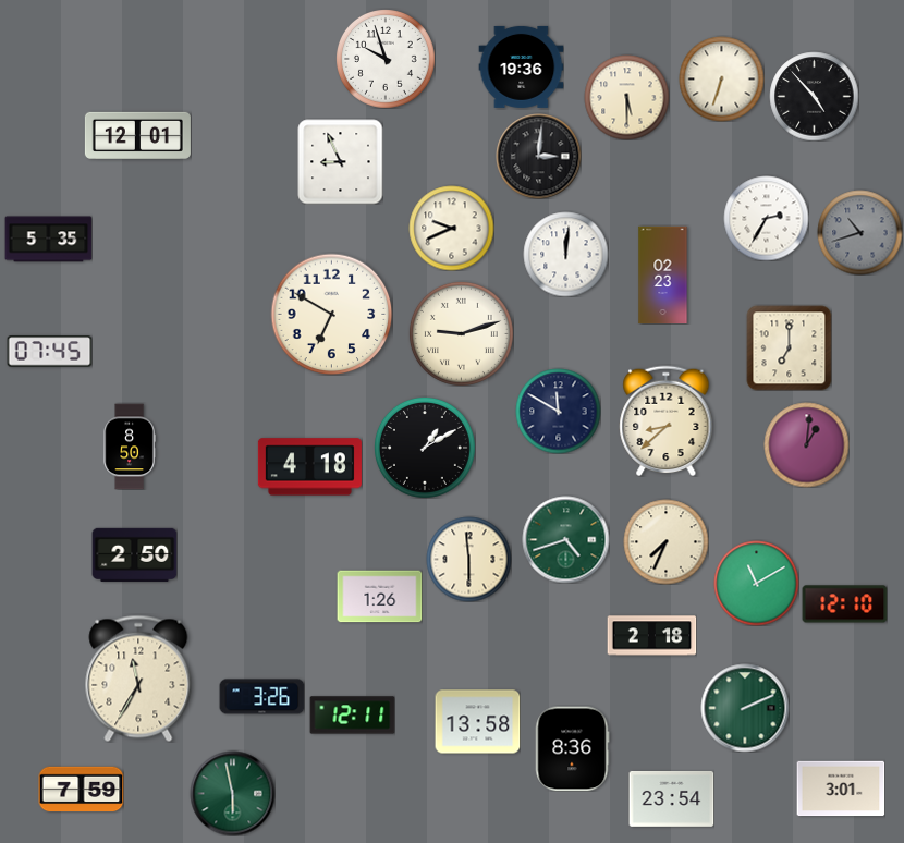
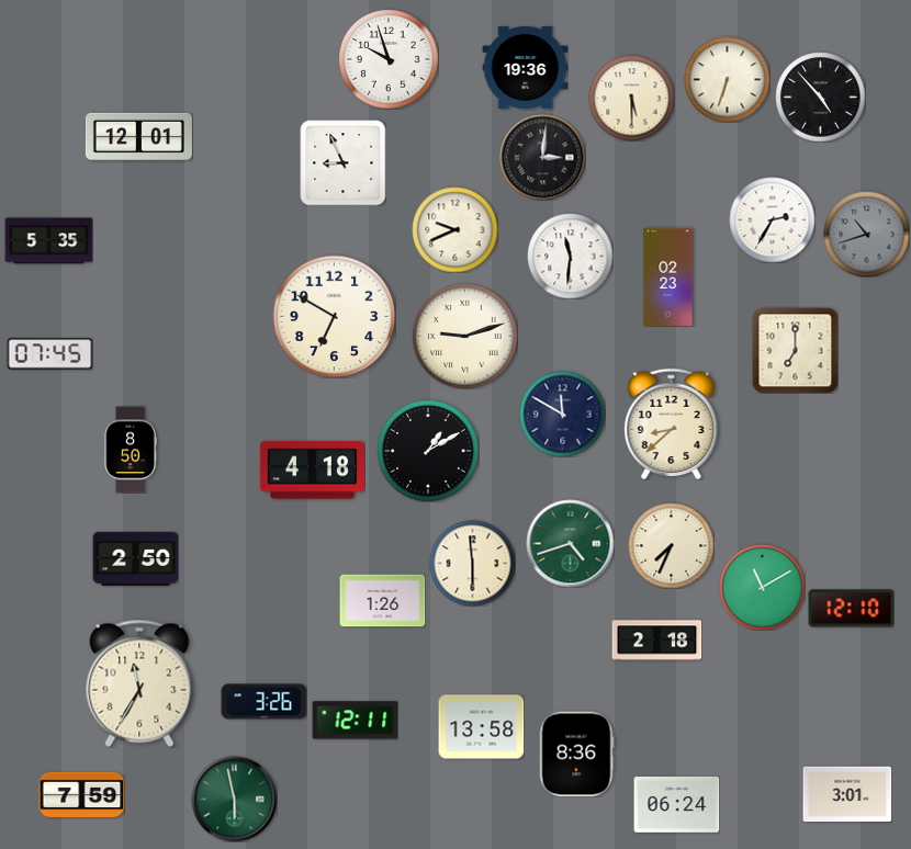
clock at (565, 254): 12:01 -> 11:31
clock at (806, 444): 1:01 -> none
clock at (745, 708): 2:11 -> none
clock at (671, 798): 23:54 -> 06:24
